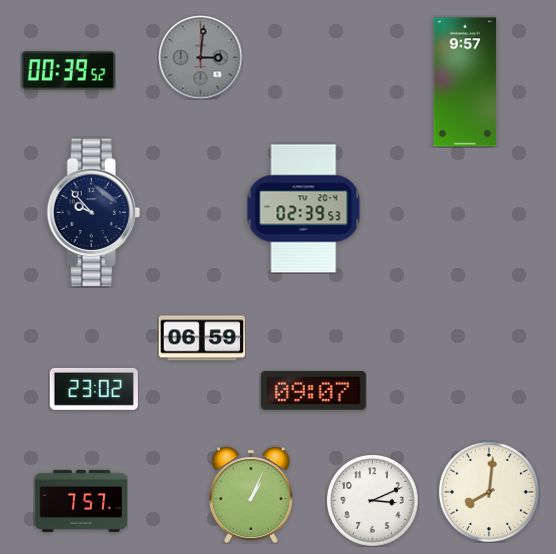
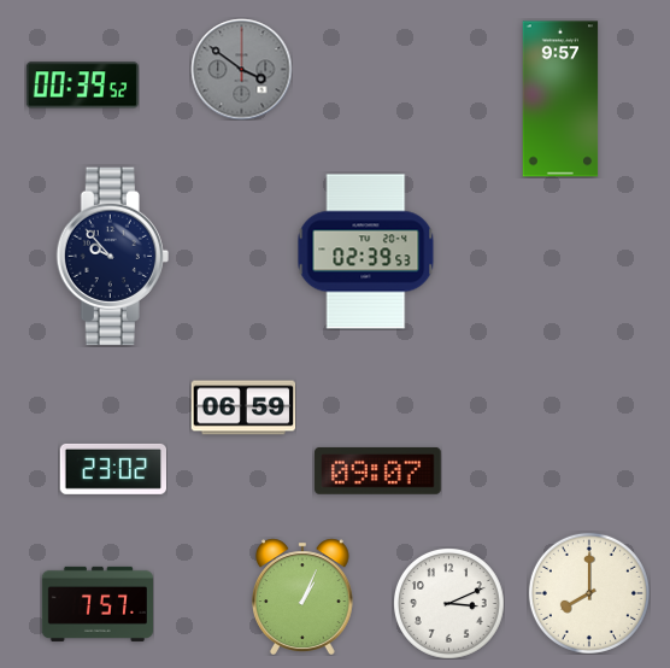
clock at (200, 57): 3:01 -> 3:51
clock at (489, 492): 8:01 -> 8:00
